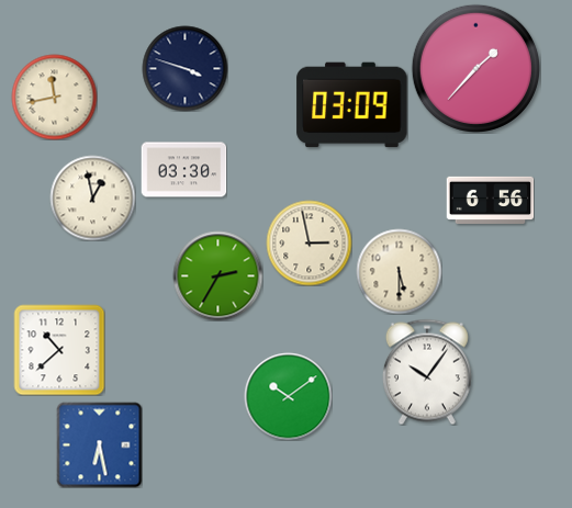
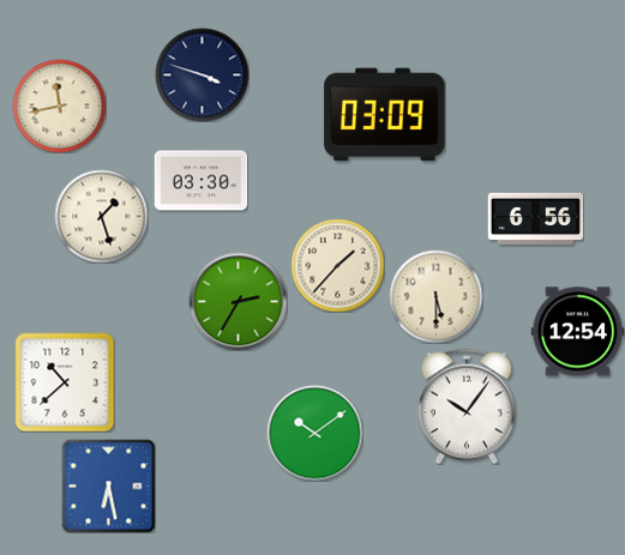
clock at (475, 68): 1:37 -> none
clock at (183, 170) position: (183, 170) -> (200, 181)
clock at (92, 197): 12:58 -> 1:27
clock at (309, 242): 2:58 -> 1:37
clock at (577, 332): none -> 12:54
